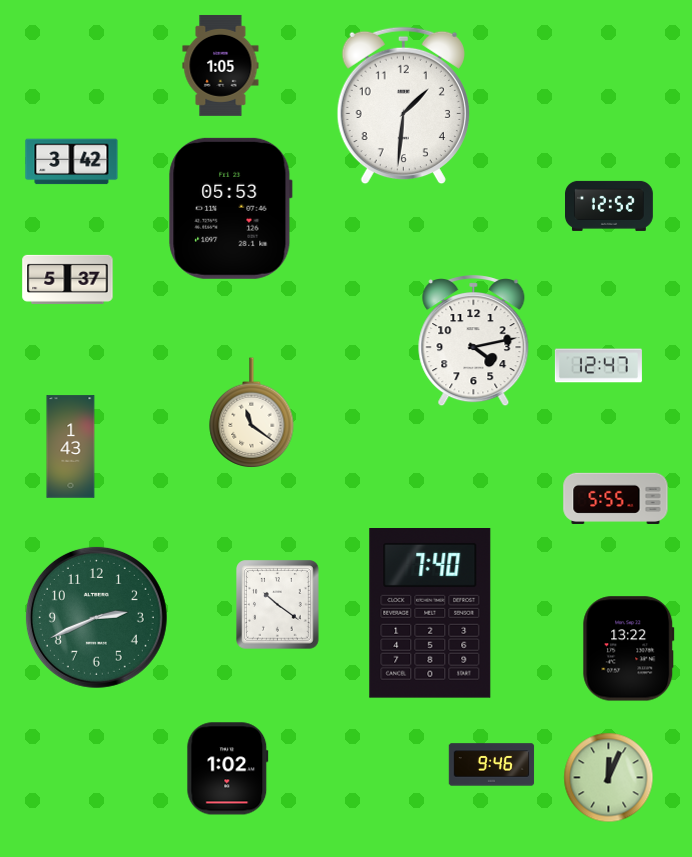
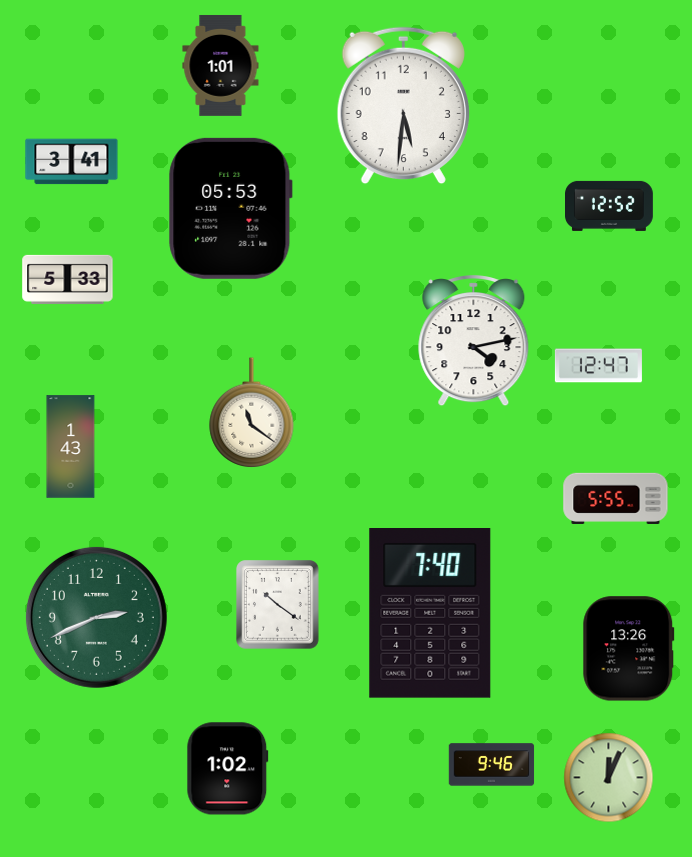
clock at (221, 65): 1:05 -> 1:01
clock at (403, 106): 1:31 -> 5:31
clock at (72, 162): 3:42 -> 3:41
clock at (68, 279): 5:37 -> 5:33
clock at (629, 649): 13:22 -> 13:26
